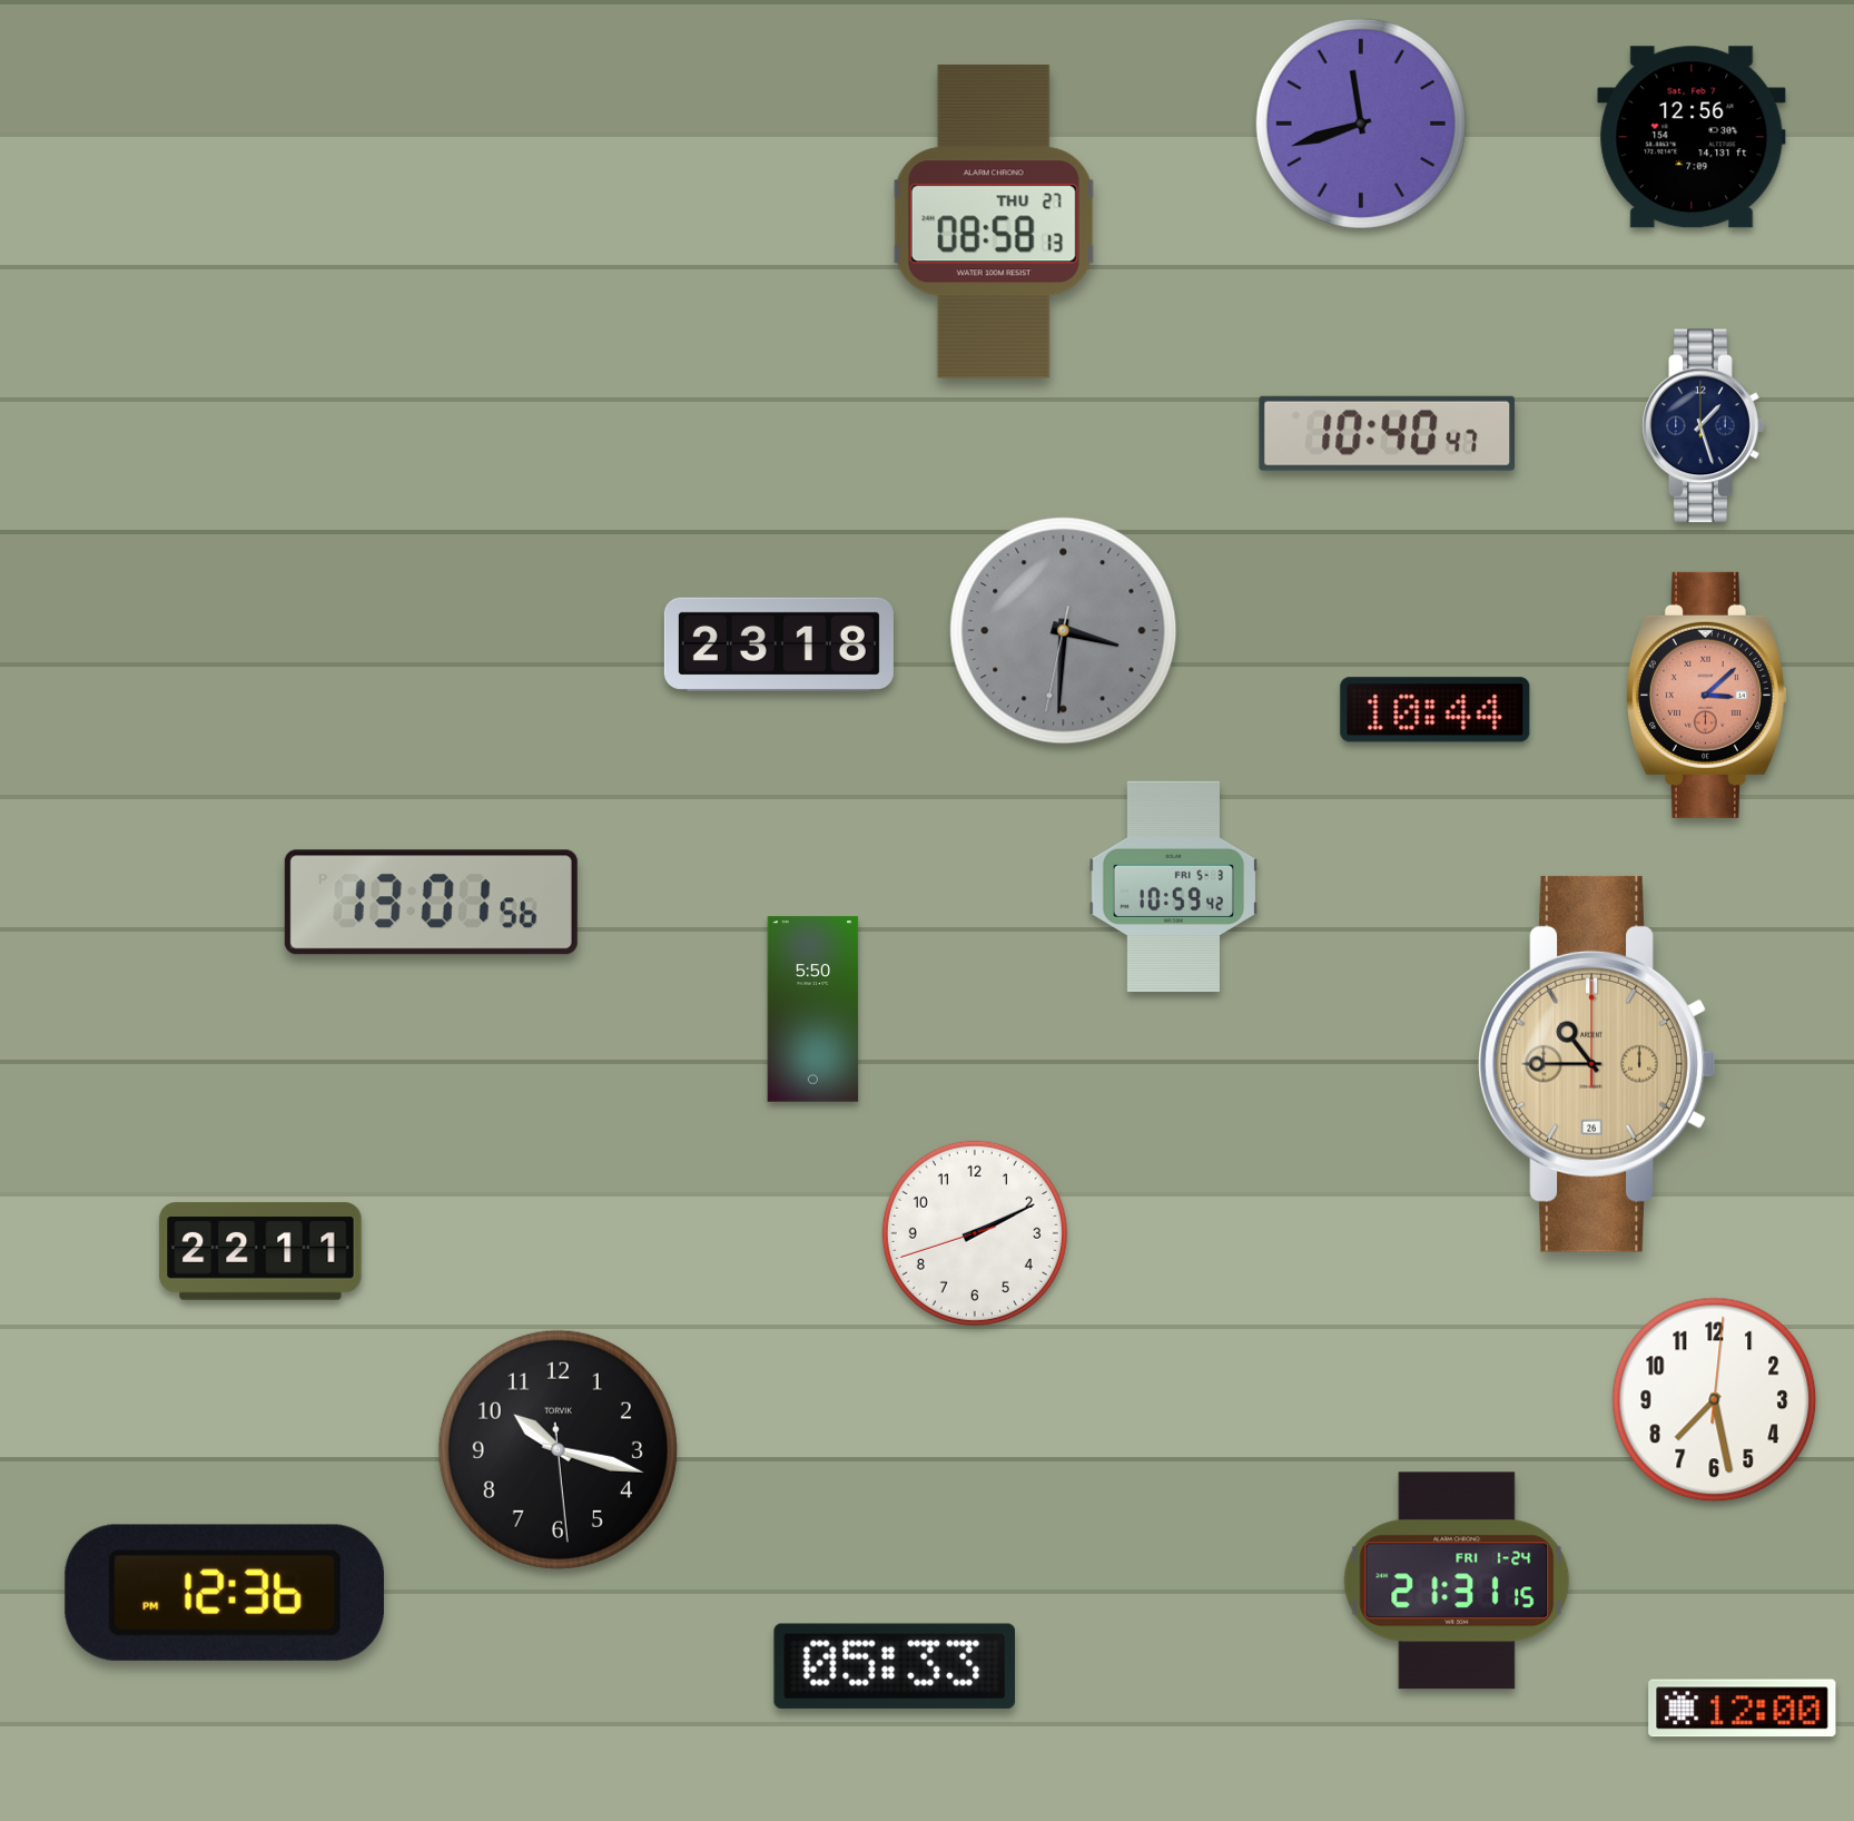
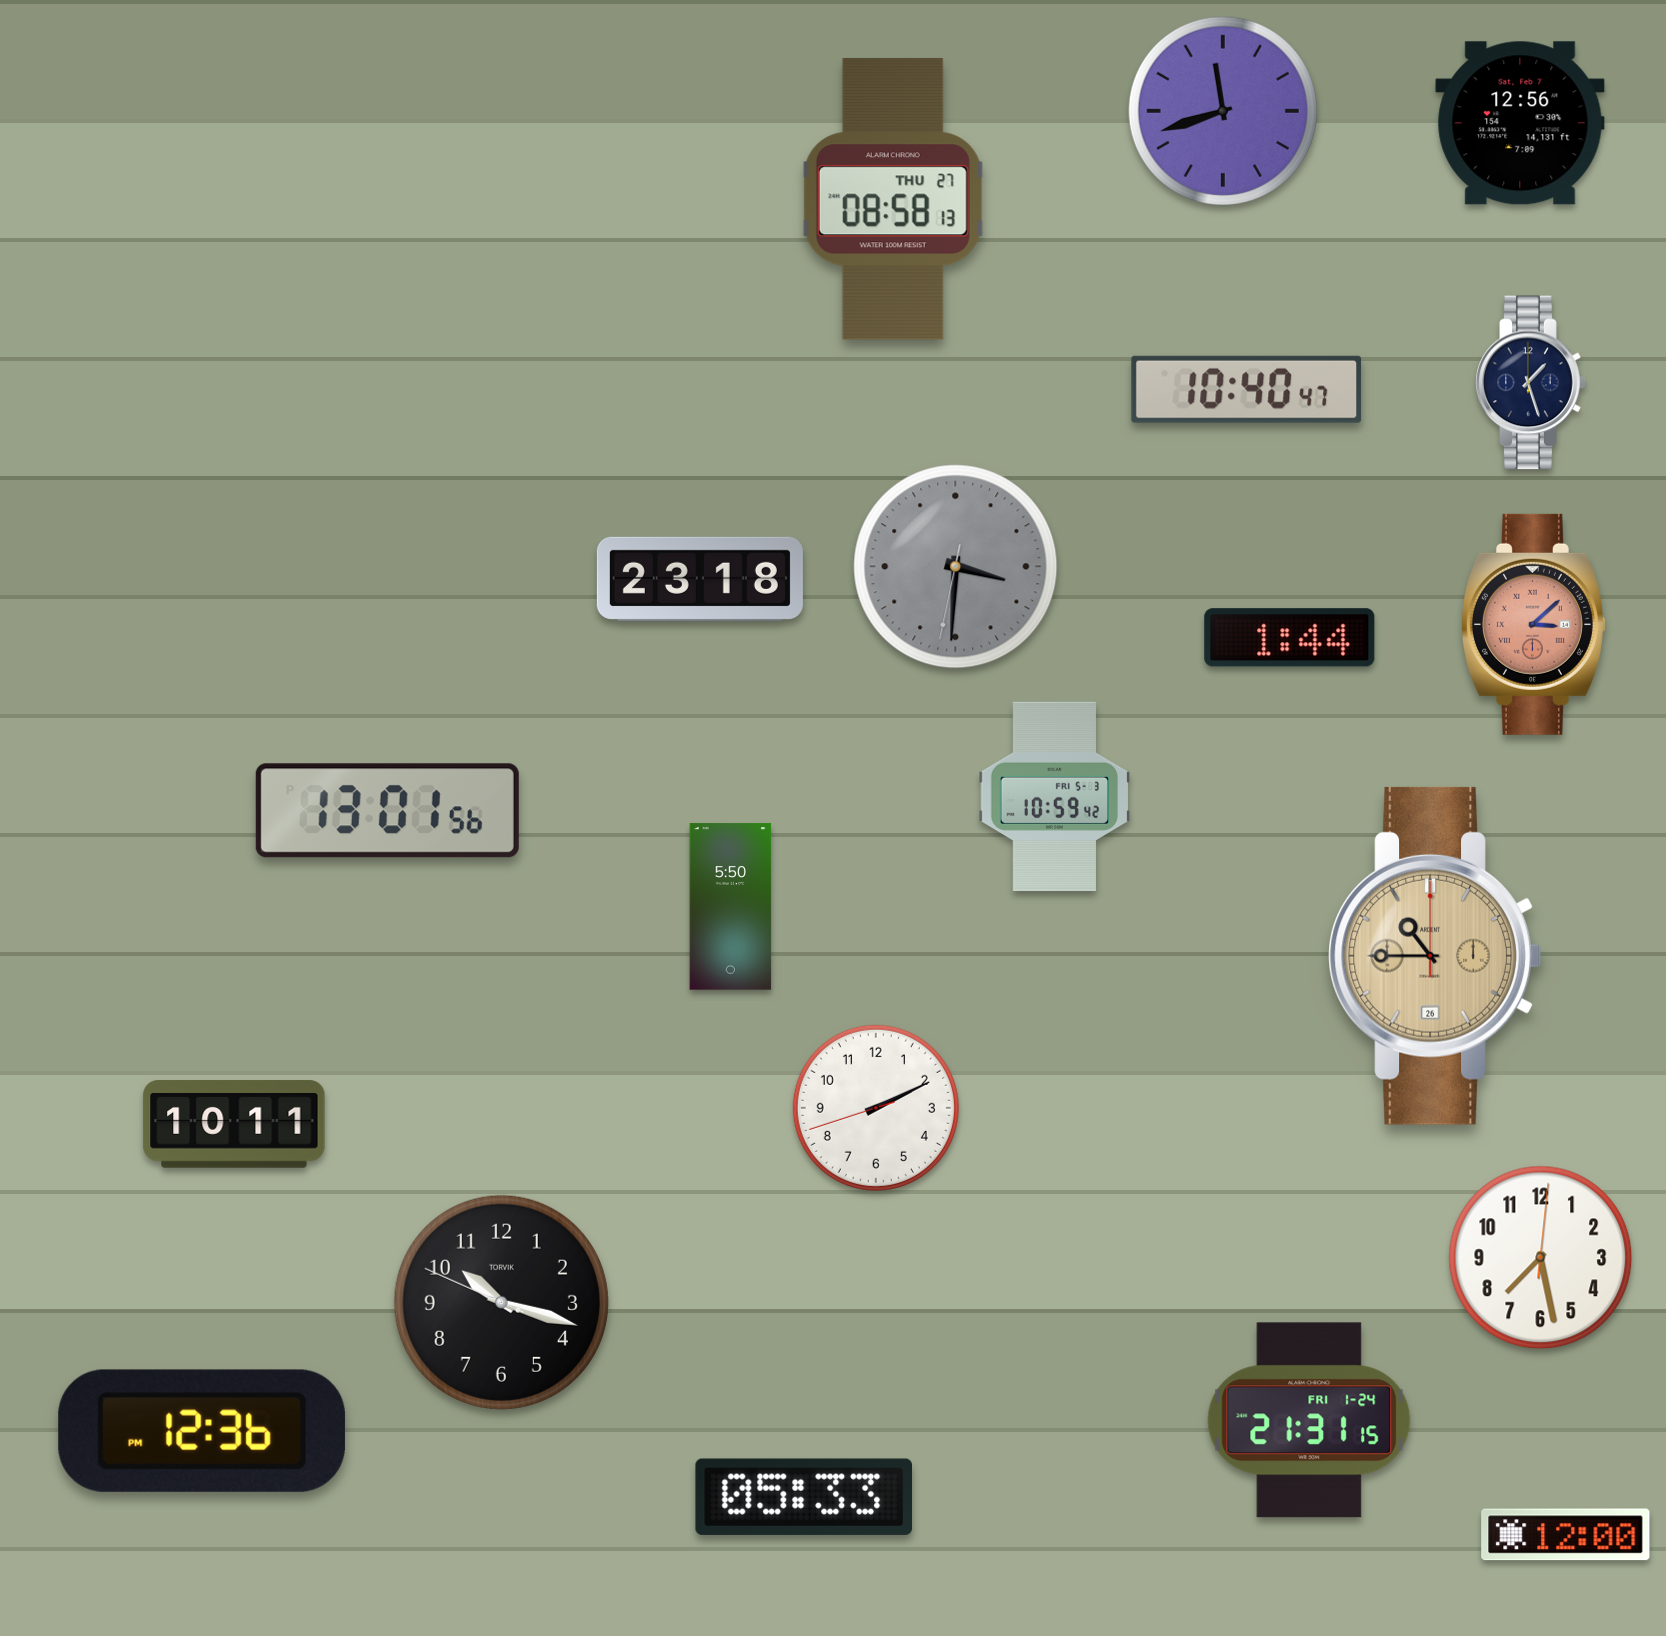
clock at (1436, 710): 10:44 -> 1:44
clock at (260, 1251): 22:11 -> 10:11
clock at (558, 1449): 10:17:29 -> 10:17:49
